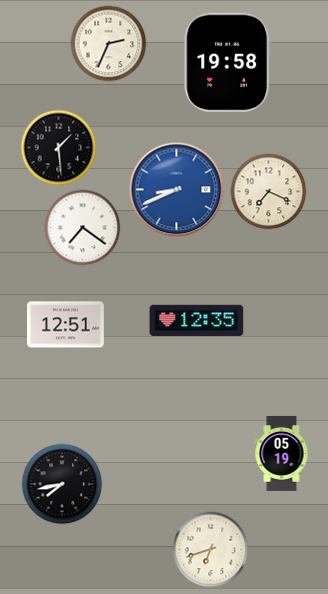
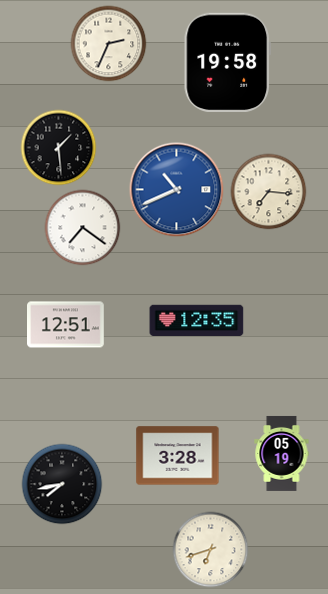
clock at (177, 190): 8:41 -> 10:41
clock at (269, 192): 7:19 -> 7:16
clock at (178, 456): none -> 3:28
